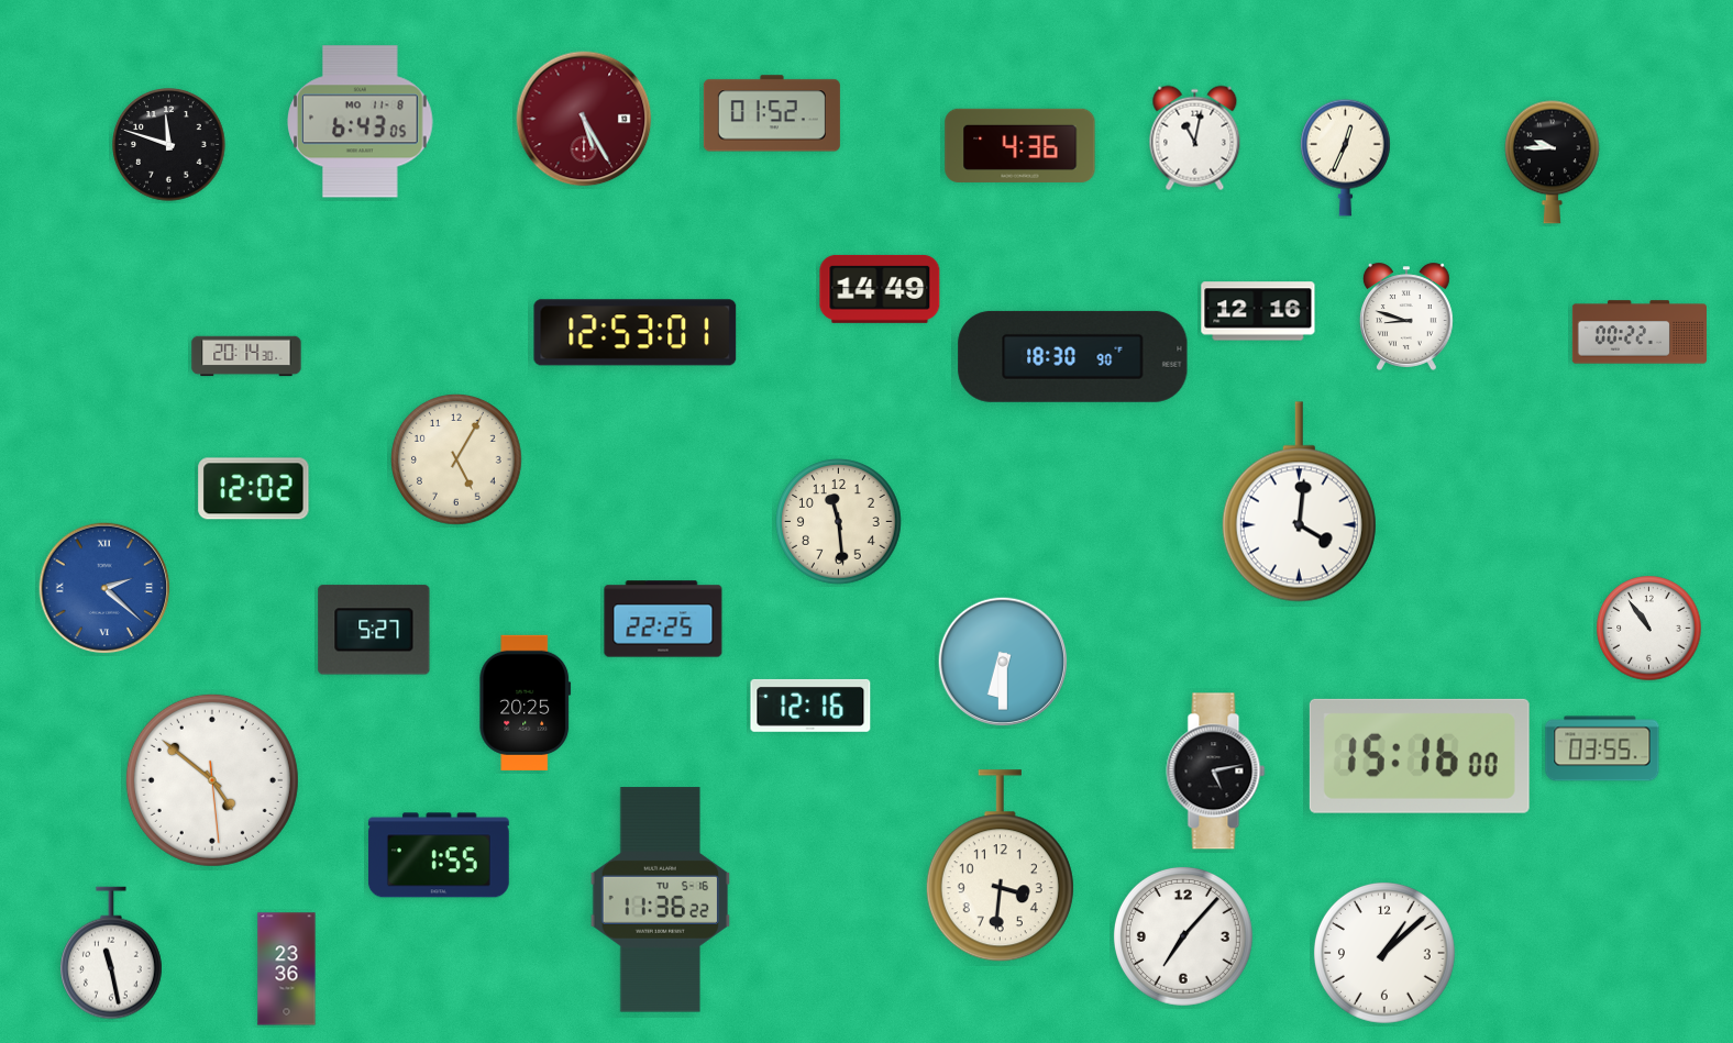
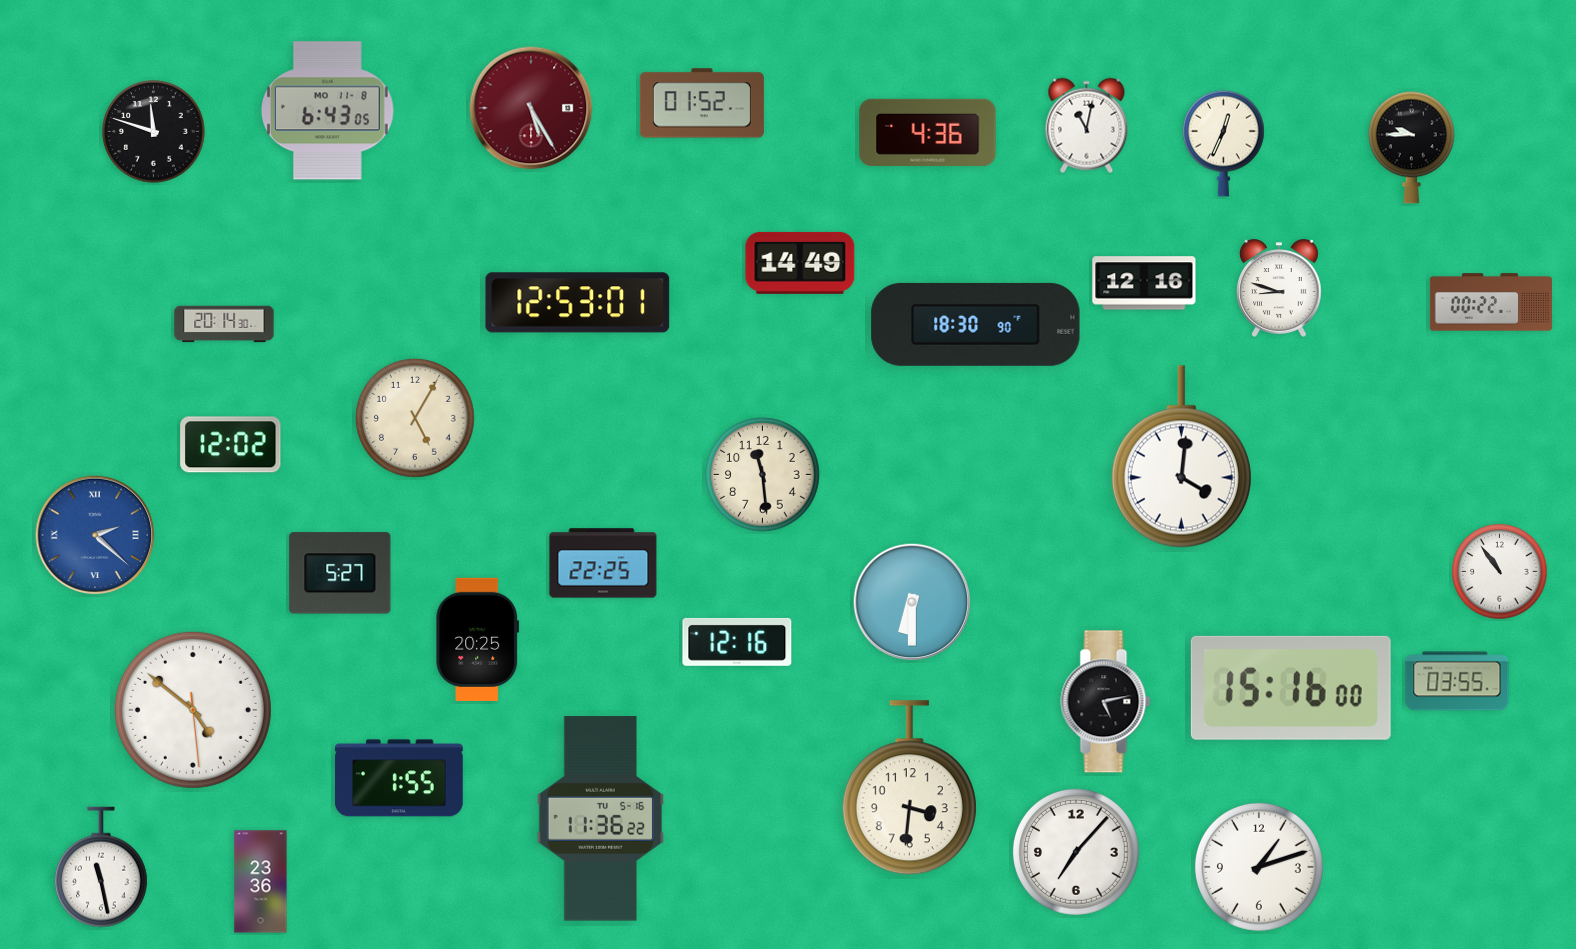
clock at (1384, 953): 1:08 -> 1:12
